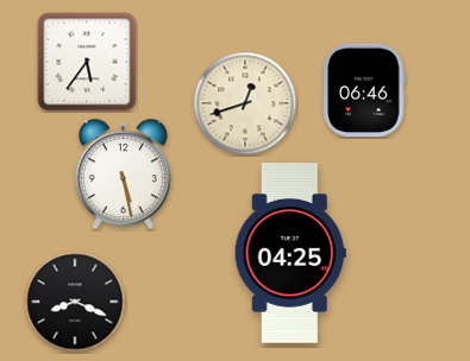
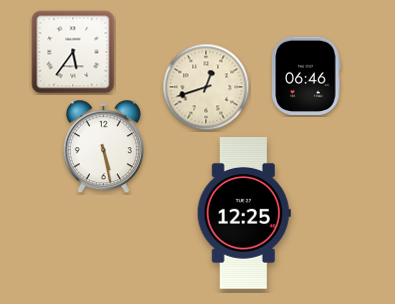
clock at (290, 254): 04:25 -> 12:25
clock at (75, 302): 8:19 -> none
